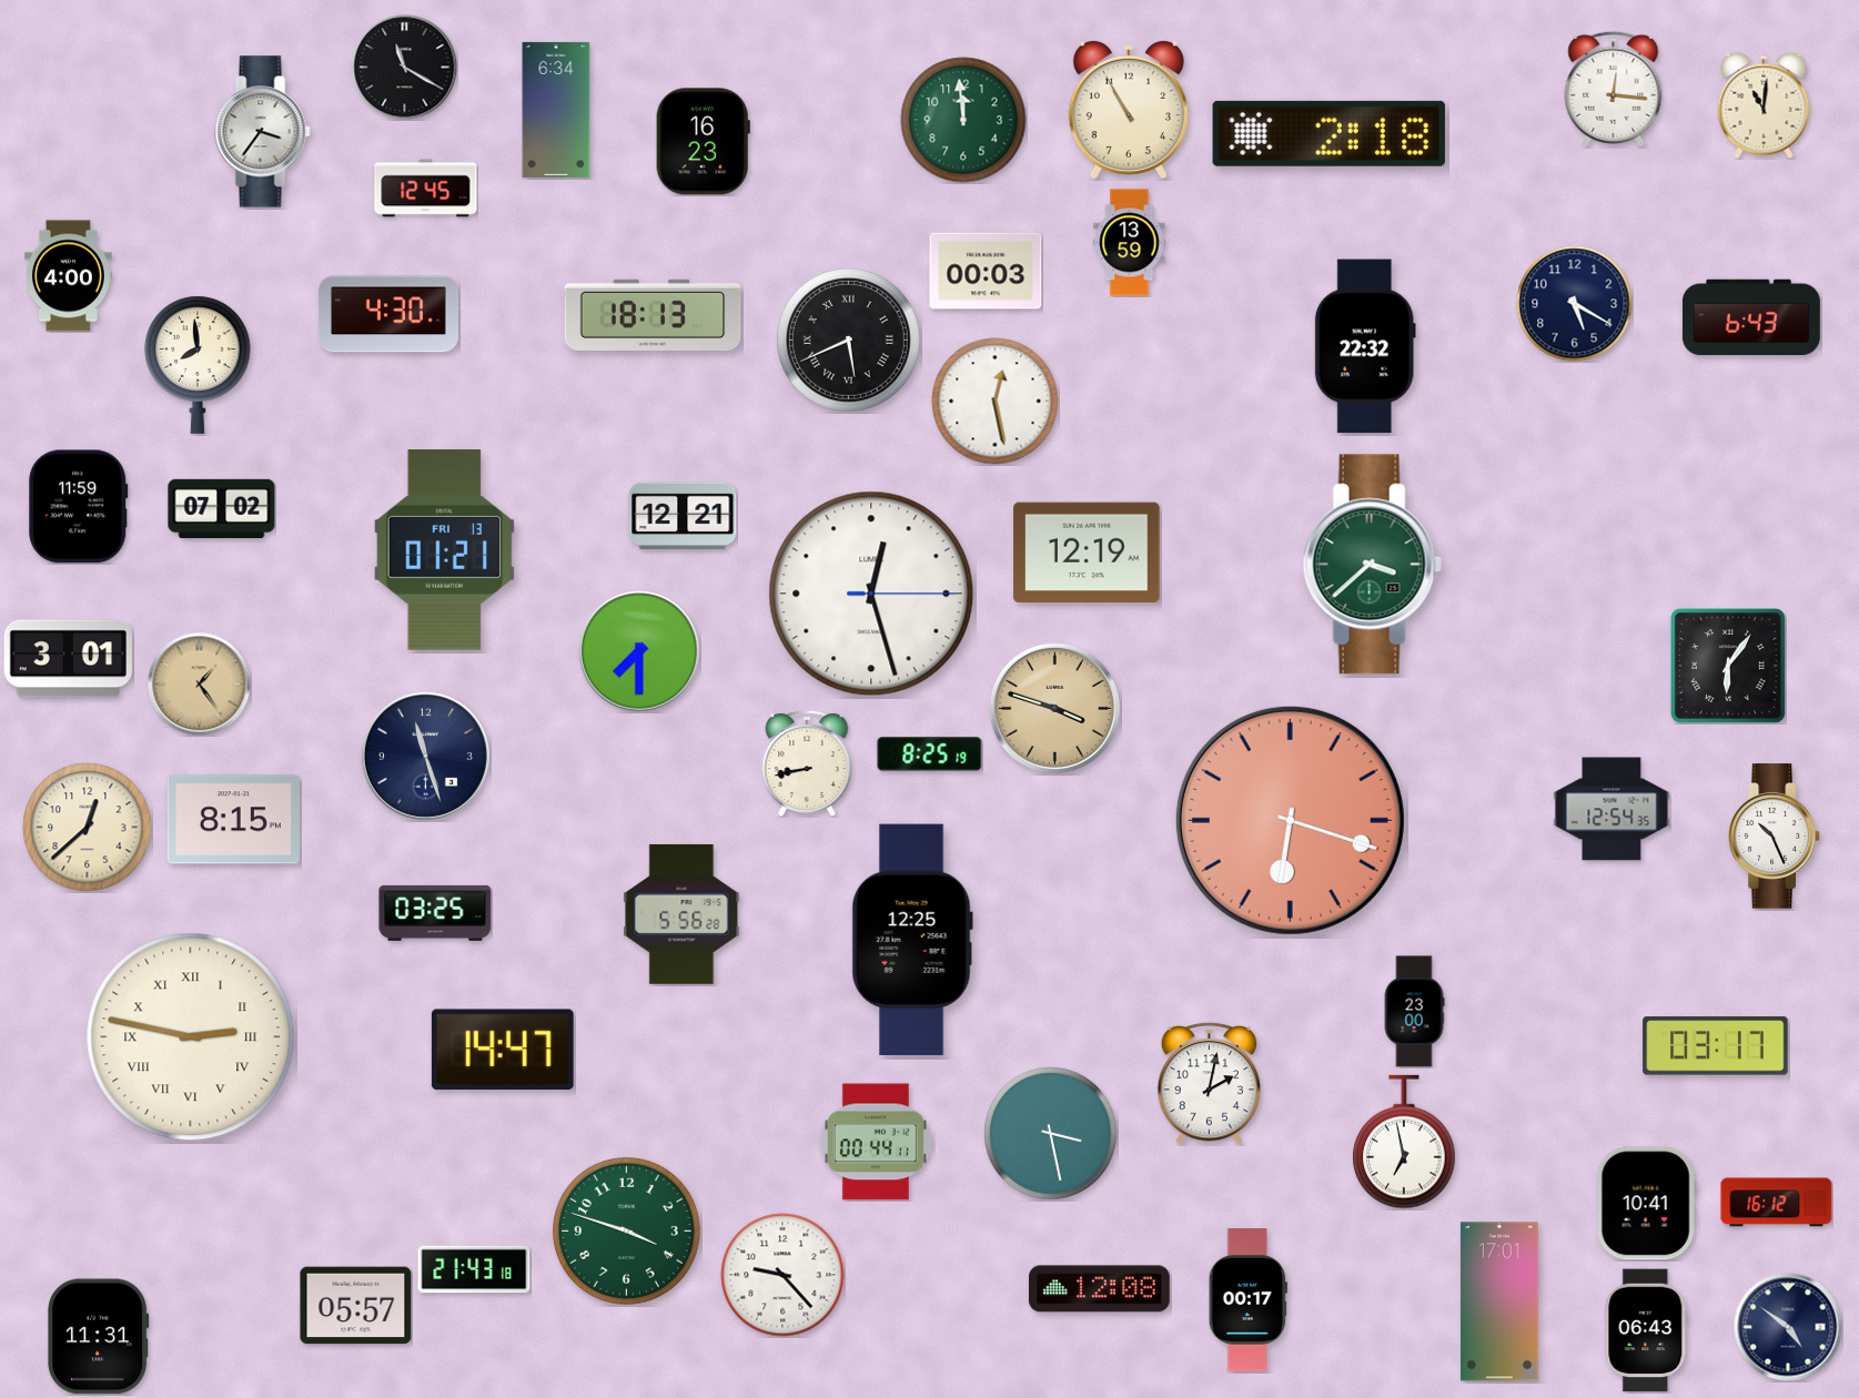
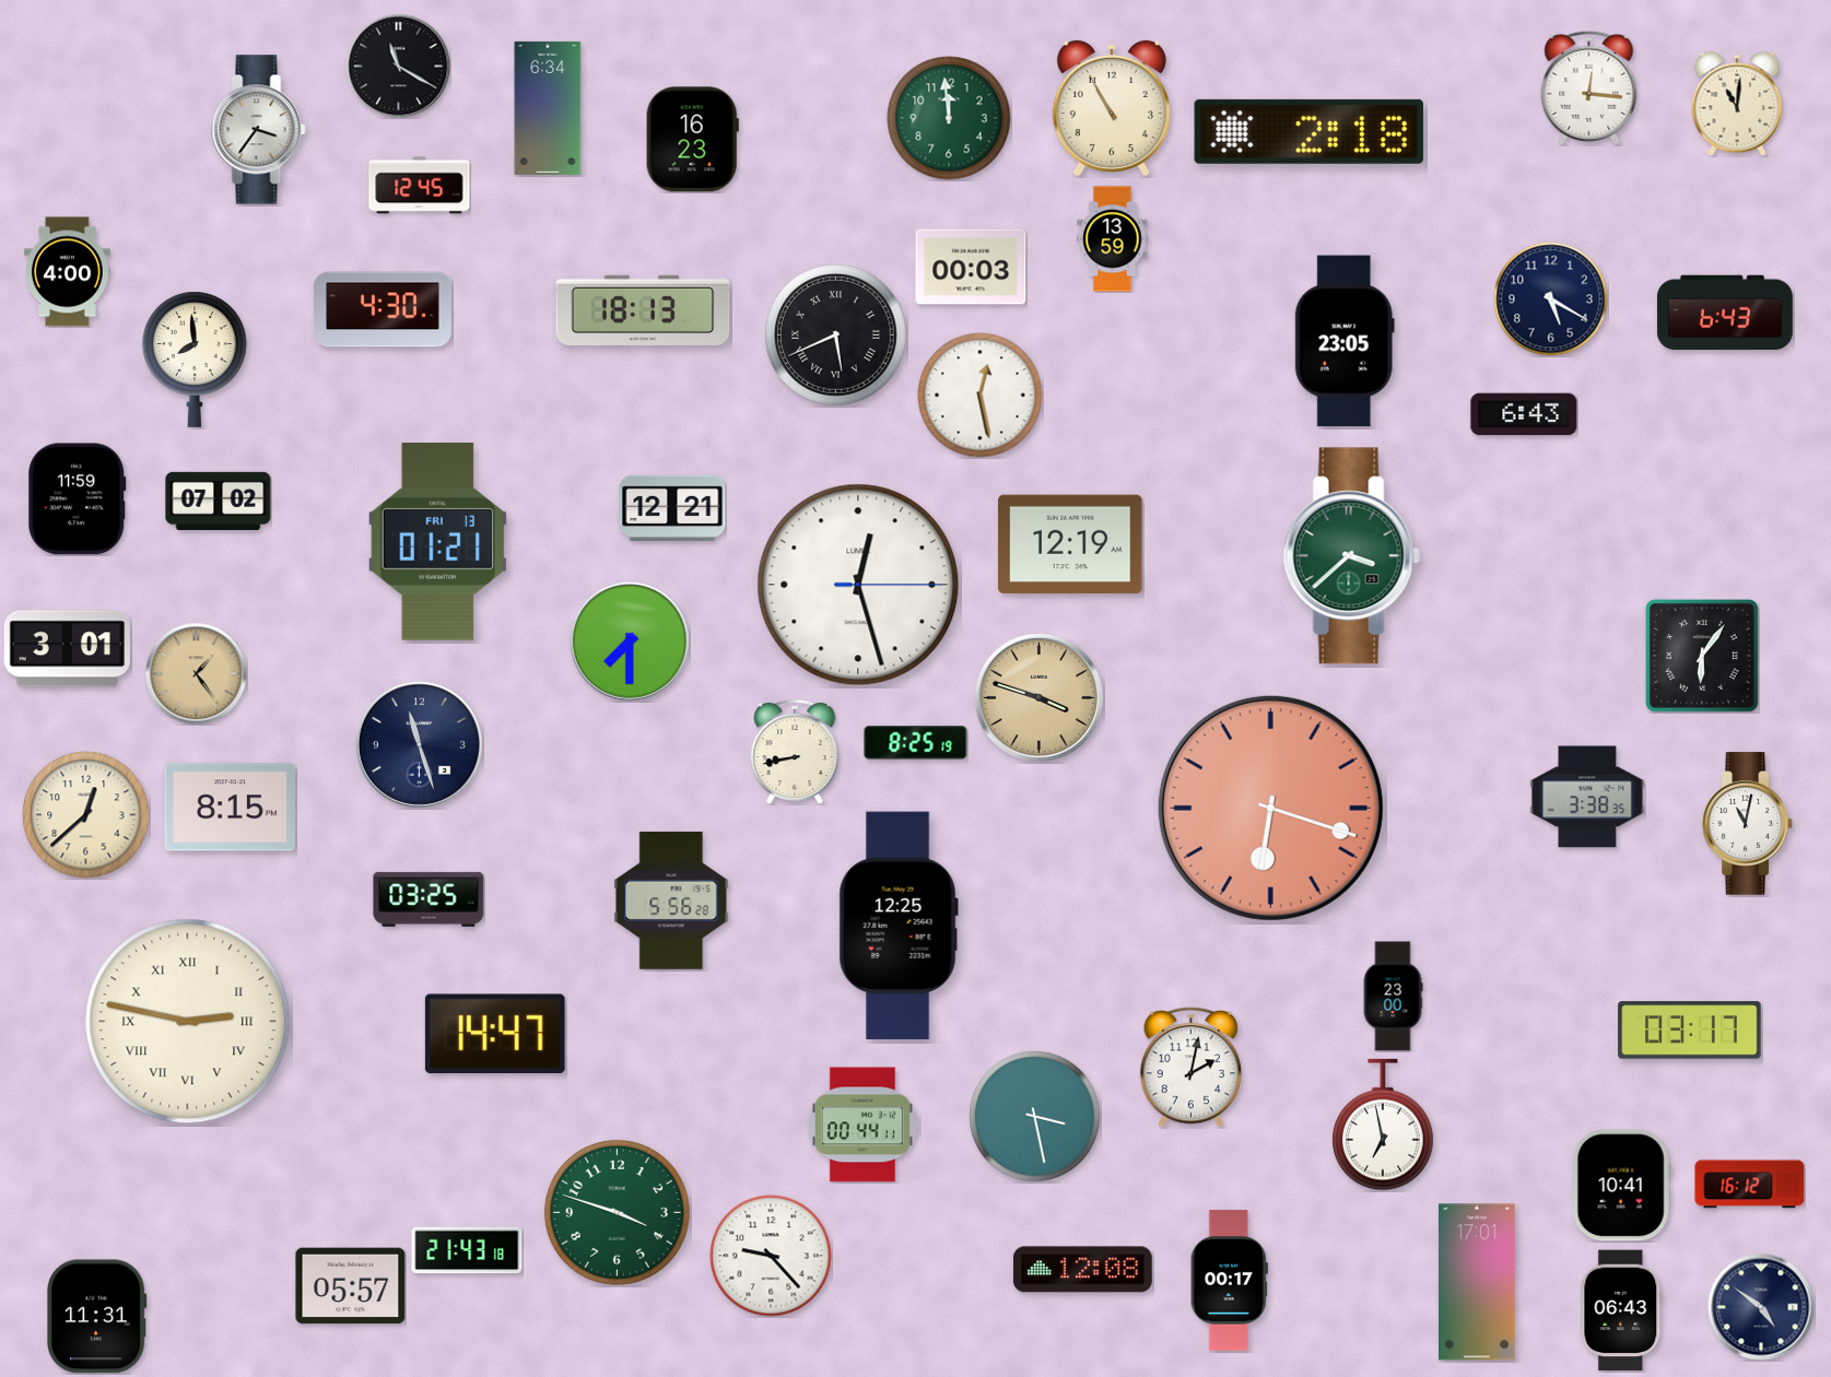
clock at (1365, 346): 22:32 -> 23:05
clock at (1524, 414): none -> 6:43
clock at (1612, 809): 12:54 -> 3:38
clock at (1775, 837): 10:26 -> 11:02
